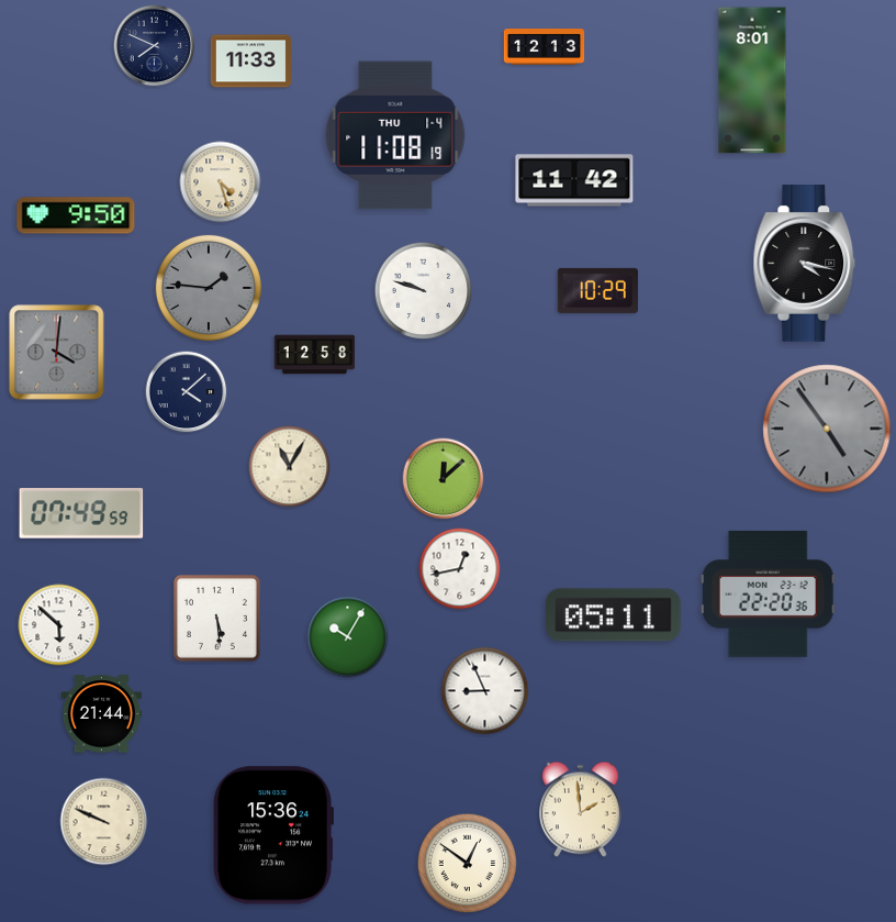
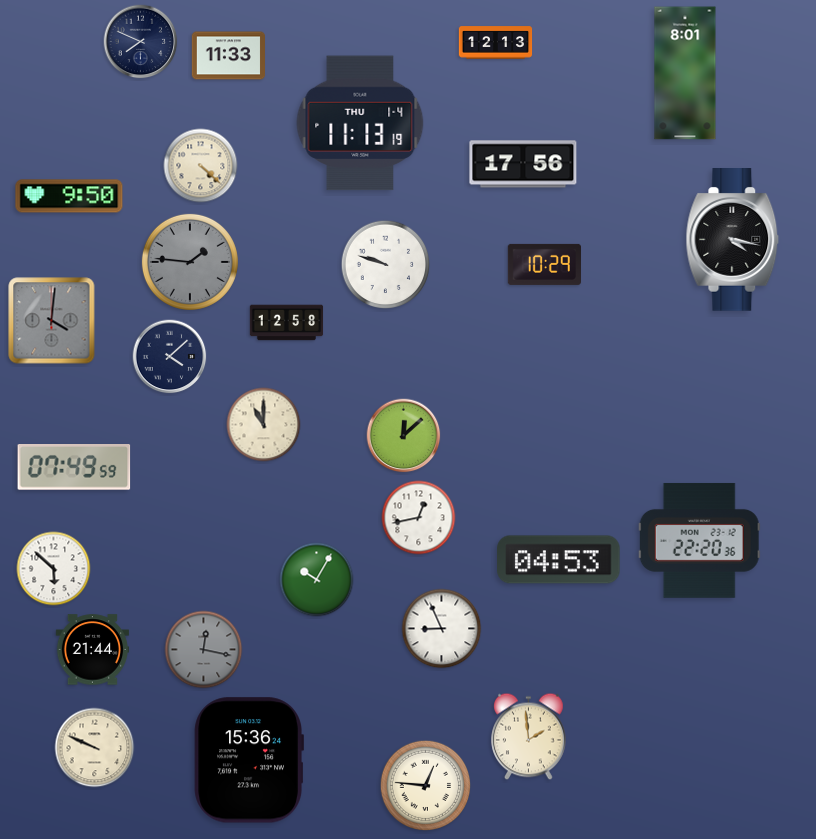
clock at (395, 135): 11:08 -> 11:13
clock at (574, 180): 11:42 -> 17:56
clock at (221, 182): 4:27 -> 4:22
clock at (827, 429): 4:54 -> none
clock at (290, 467): 11:05 -> 11:00
clock at (614, 615): 05:11 -> 04:53
clock at (216, 618): 5:29 -> none
clock at (204, 650): none -> 12:17
clock at (468, 864): 12:51 -> 12:46
